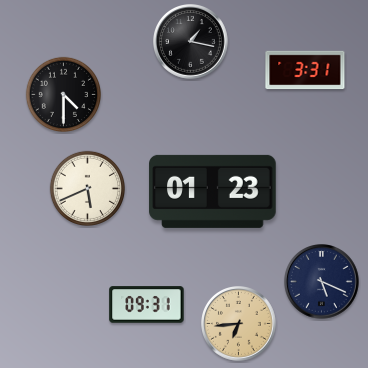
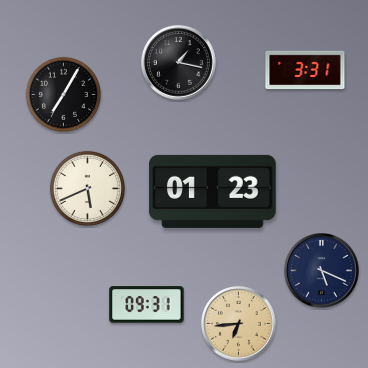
clock at (191, 42) position: (191, 42) -> (179, 63)
clock at (63, 94): 4:30 -> 7:05
clock at (322, 282) position: (322, 282) -> (322, 271)
